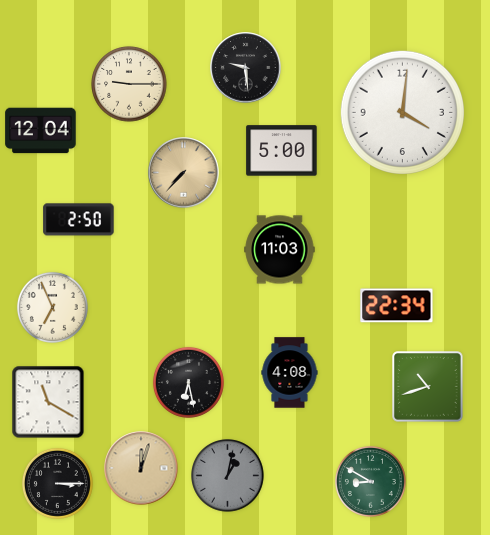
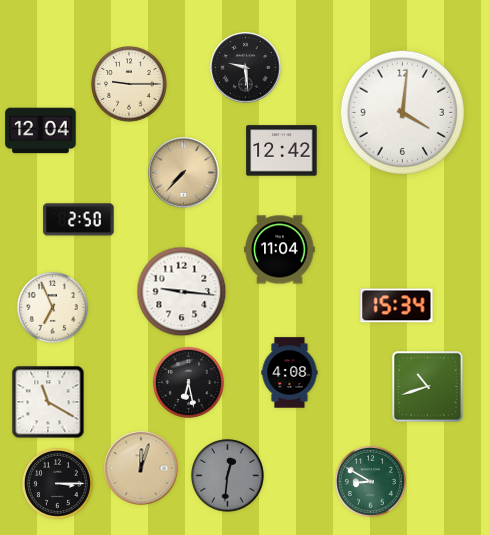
clock at (282, 151): 5:00 -> 12:42
clock at (280, 250): 11:03 -> 11:04
clock at (182, 292): none -> 9:16
clock at (397, 306): 22:34 -> 15:34
clock at (228, 476): 1:02 -> 12:31
